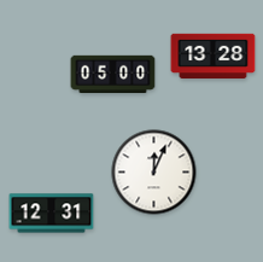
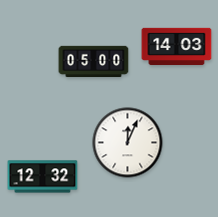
clock at (214, 57): 13:28 -> 14:03
clock at (52, 214): 12:31 -> 12:32
